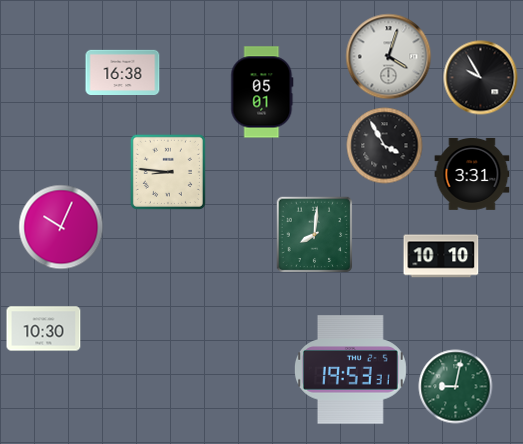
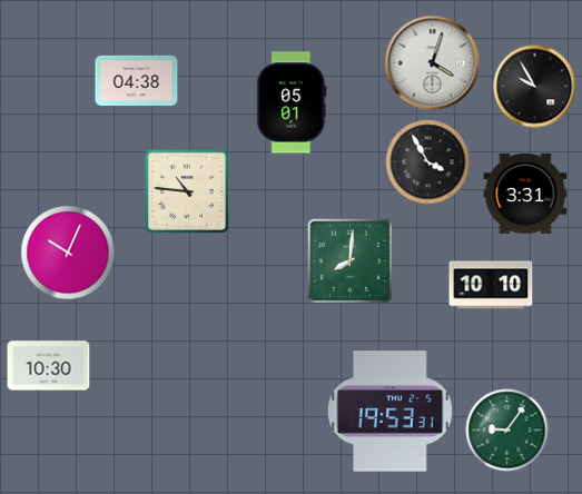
clock at (123, 72): 16:38 -> 04:38
clock at (168, 172): 8:46 -> 10:46
clock at (456, 387): 9:02 -> 9:06
